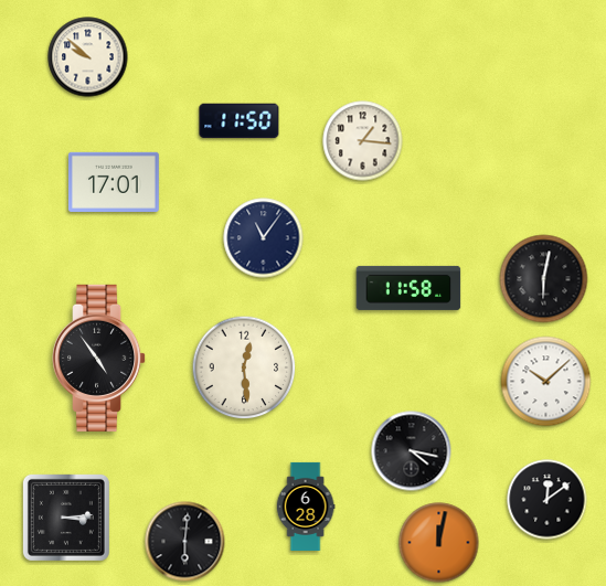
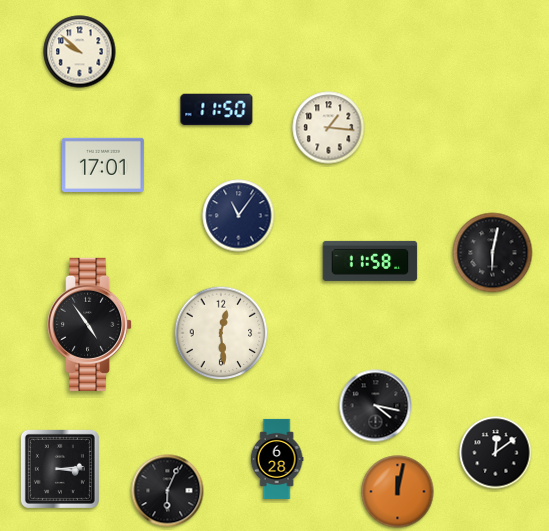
clock at (546, 382): 10:08 -> none
clock at (412, 451) position: (412, 451) -> (376, 406)
clock at (185, 542): 6:01 -> 6:04
